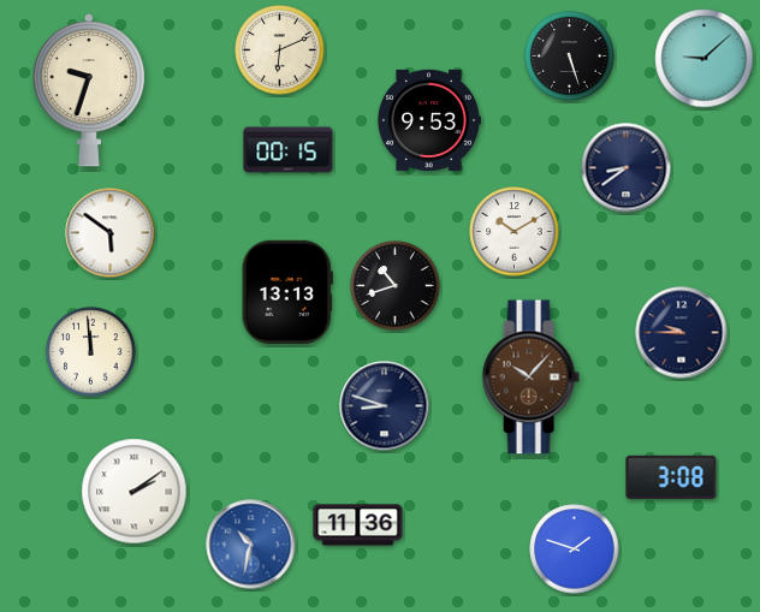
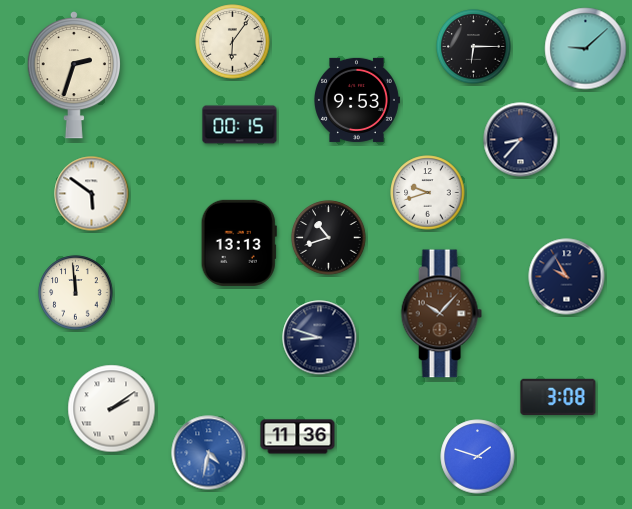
clock at (280, 50): 6:11 -> 6:06
clock at (570, 57): 5:27 -> 6:15
clock at (89, 91): 9:33 -> 2:33
clock at (627, 168): 8:39 -> 8:37
clock at (515, 232): 10:10 -> 9:42
clock at (682, 333): 9:45 -> 9:55
clock at (251, 545): 10:32 -> 4:32
